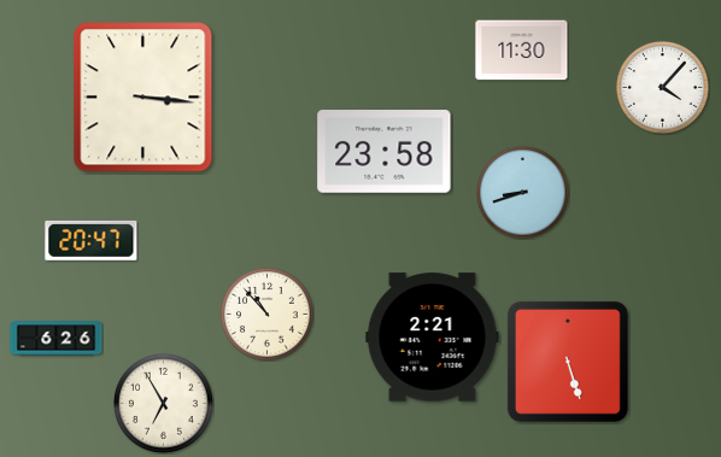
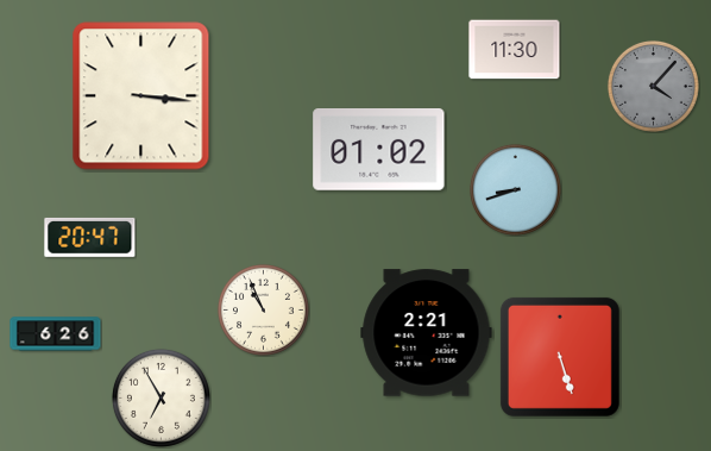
clock at (662, 87) dial: white -> grey
clock at (385, 152): 23:58 -> 01:02
clock at (266, 314): 10:53 -> 10:56
